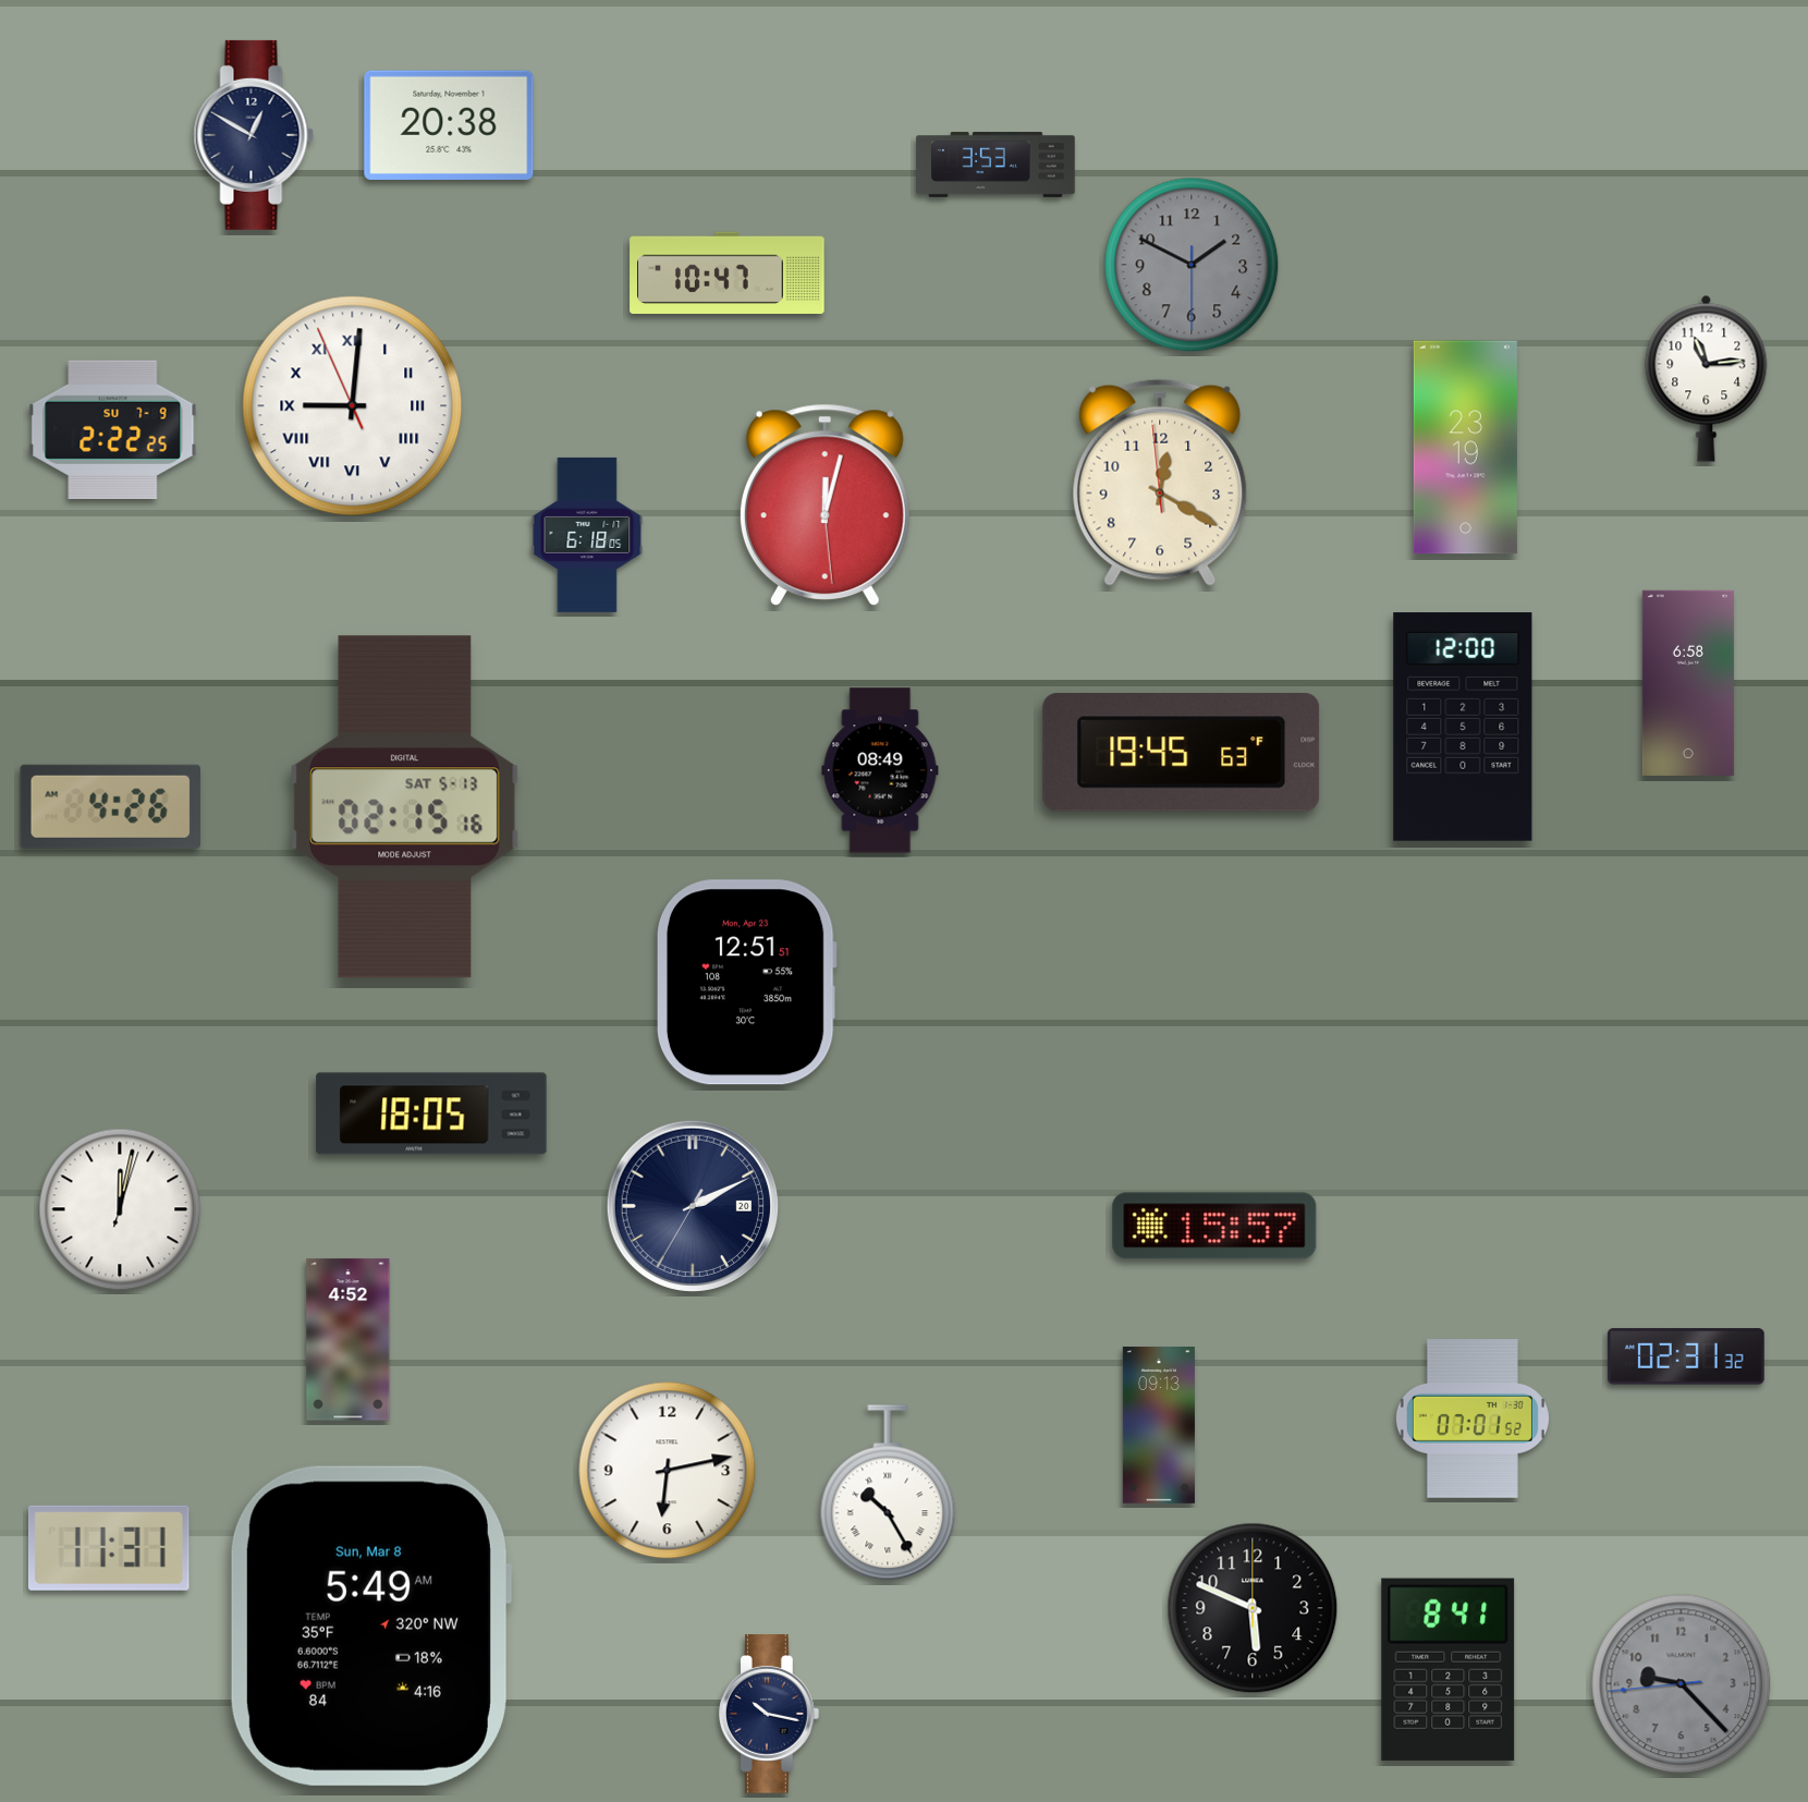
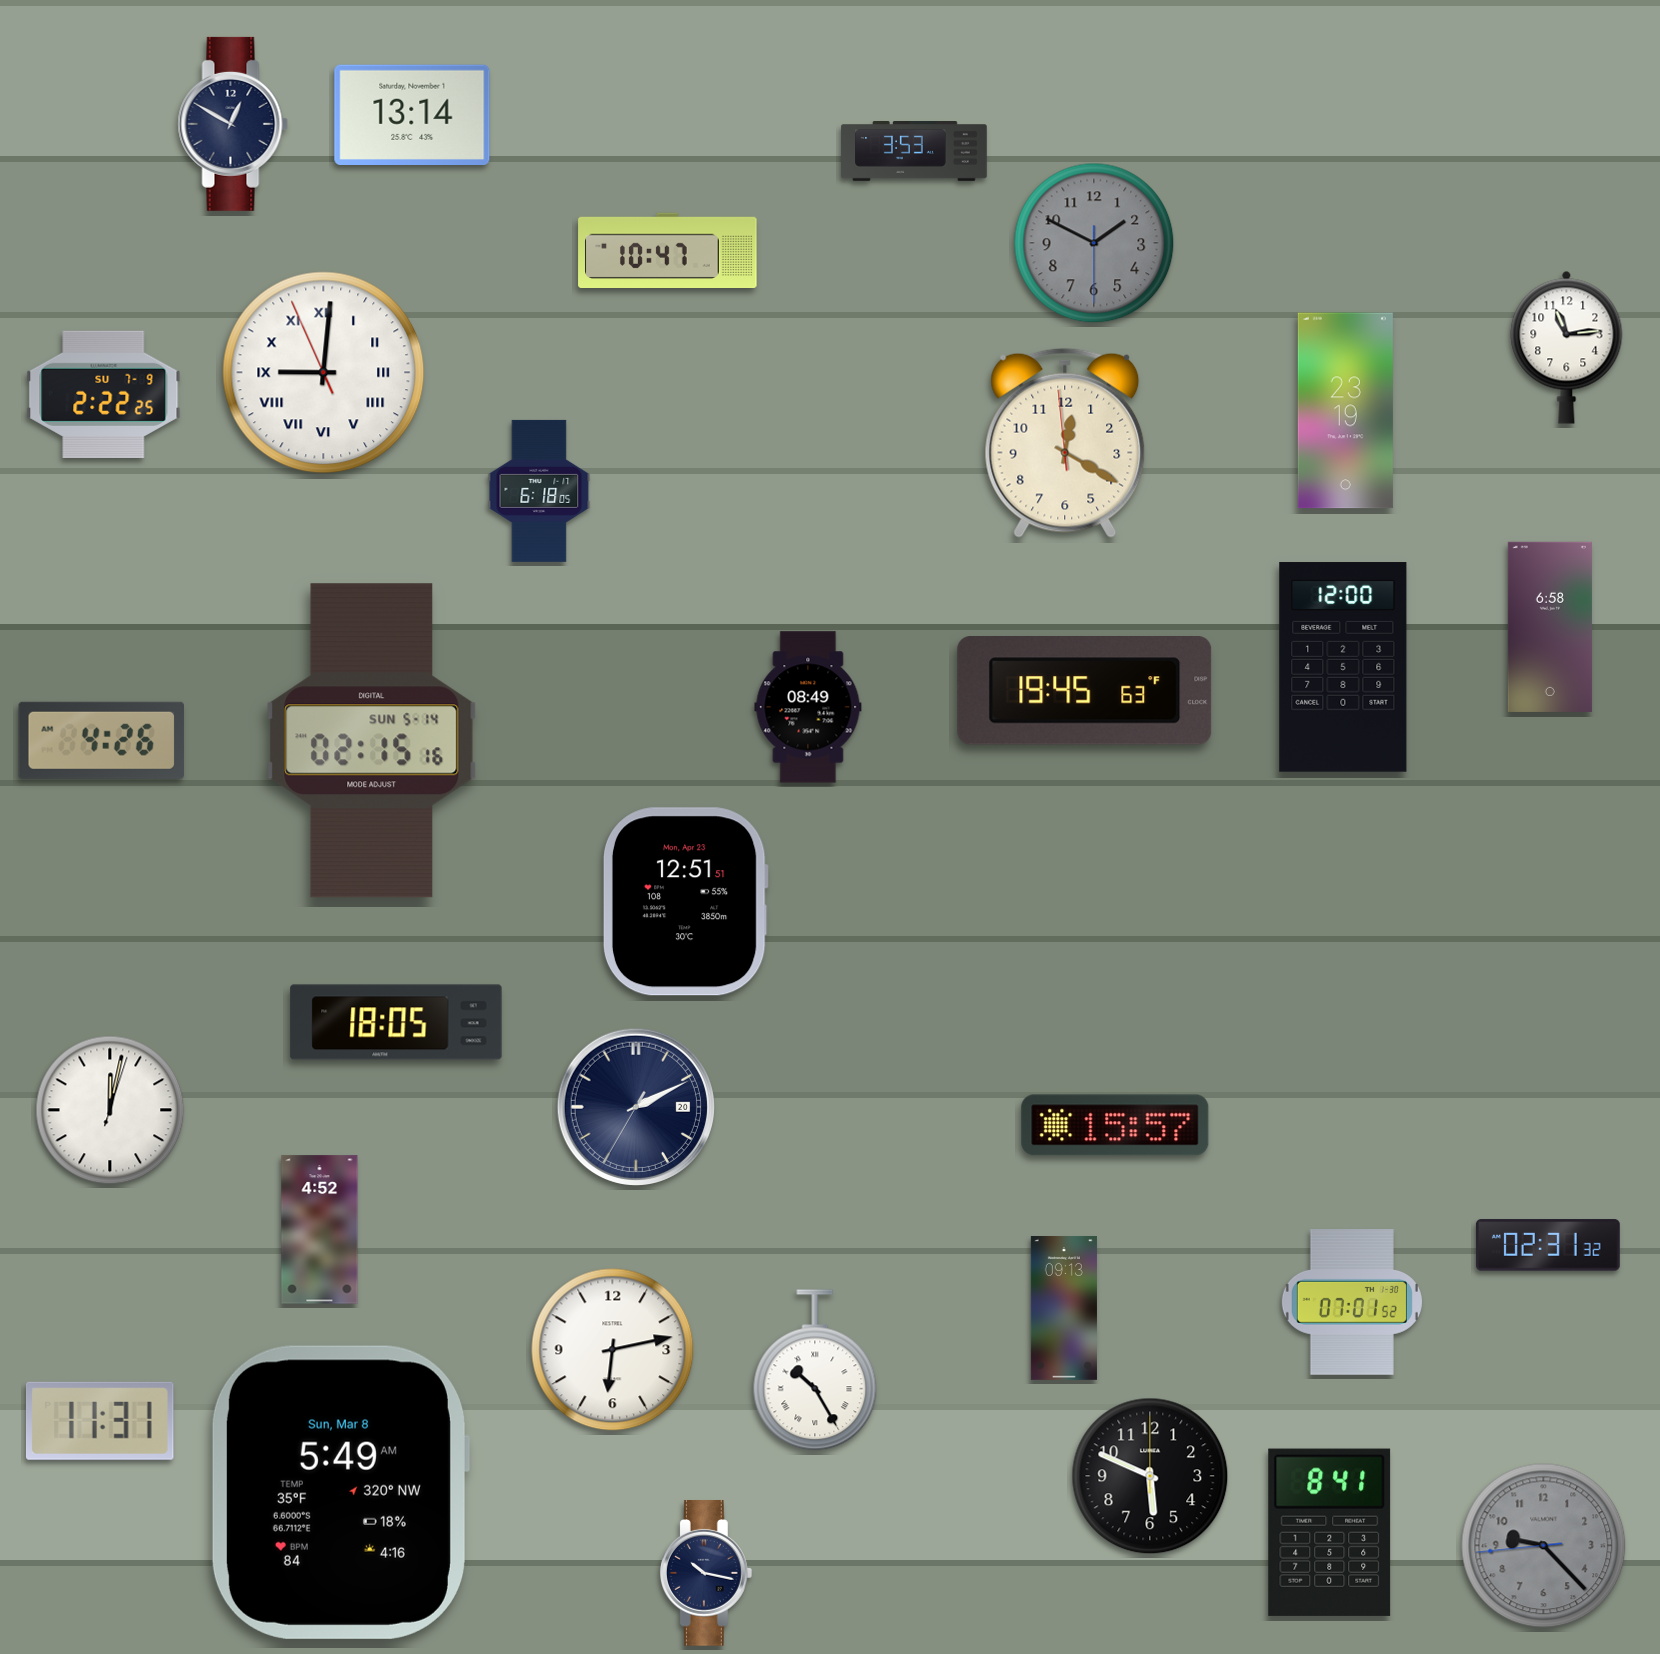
clock at (449, 124): 20:38 -> 13:14
clock at (824, 506): 12:02 -> none
clock at (405, 807) date: SAT 5-13 -> SUN 5-14
